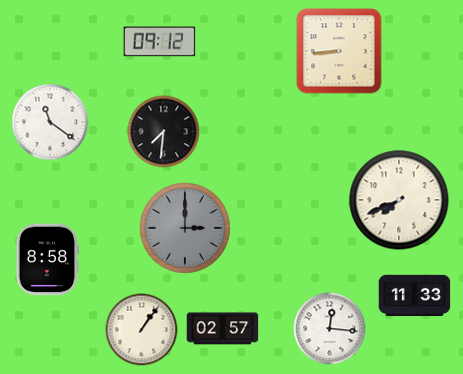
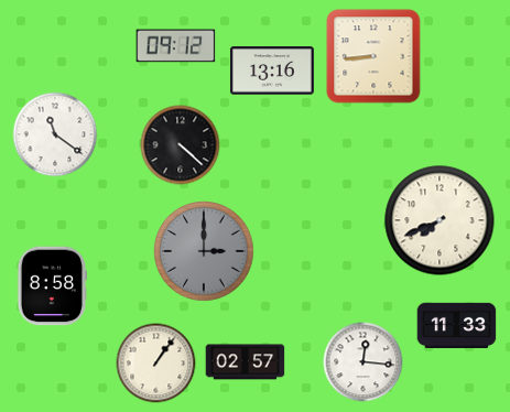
clock at (272, 71): none -> 13:16
clock at (164, 132): 7:31 -> 4:22
